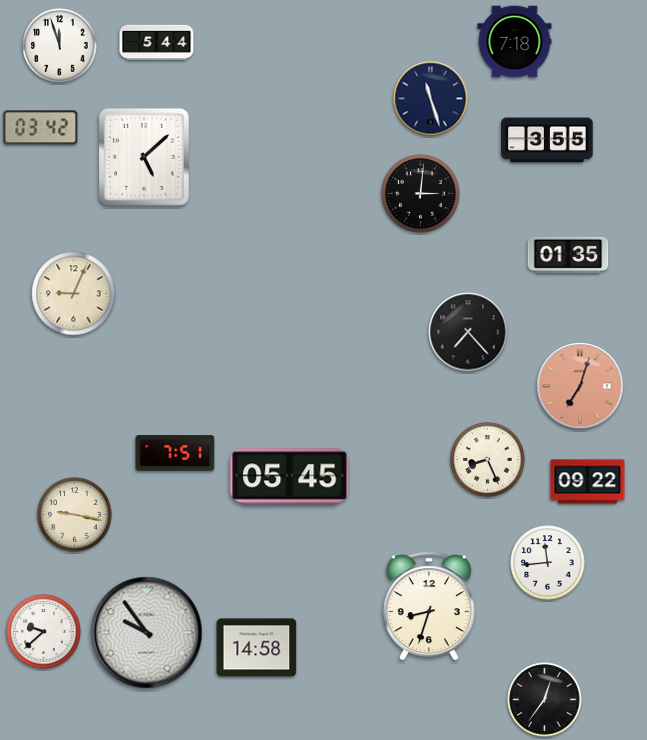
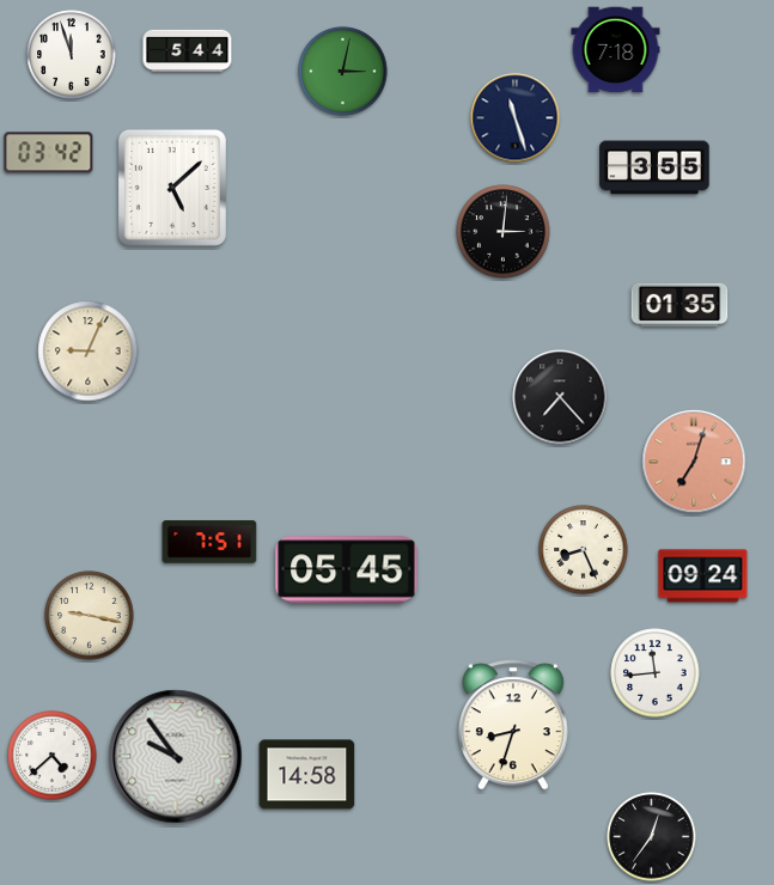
clock at (343, 72): none -> 3:02
clock at (588, 482): 09:22 -> 09:24
clock at (44, 632): 9:38 -> 4:38
